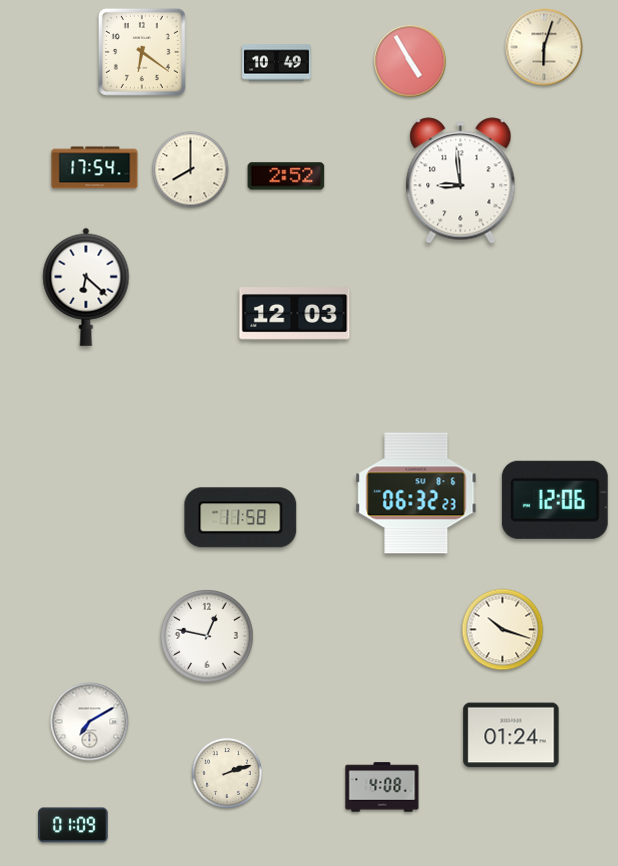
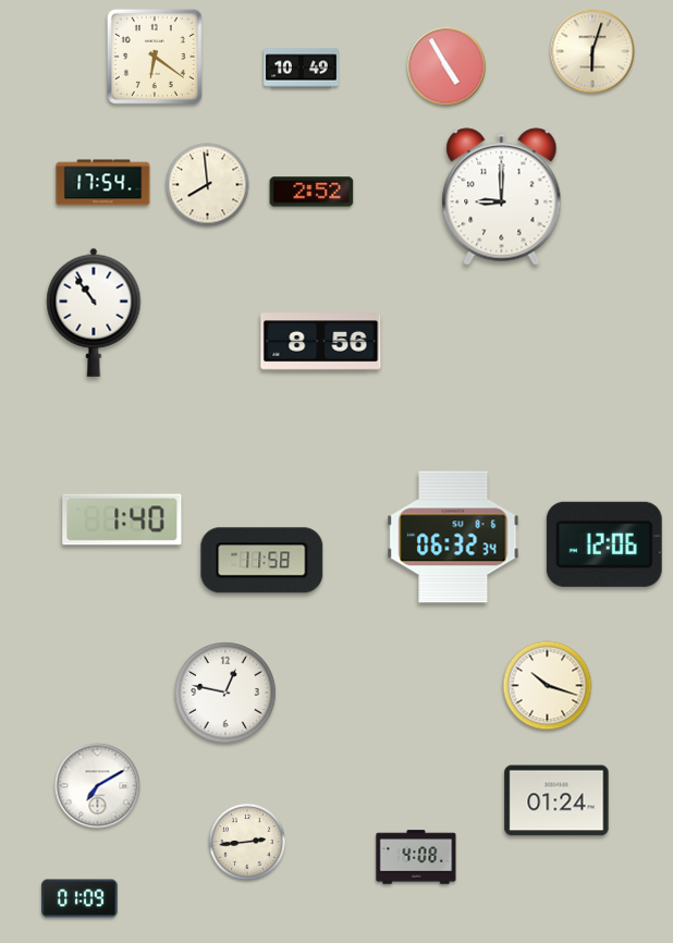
clock at (191, 170): 8:00 -> 7:59
clock at (461, 181): 8:59 -> 9:00
clock at (86, 287): 6:22 -> 10:54
clock at (295, 314): 12:03 -> 8:56
clock at (122, 519): none -> 1:40
clock at (416, 493): 06:32:23 -> 06:32:34
clock at (241, 518) position: (241, 518) -> (262, 561)
clock at (227, 773): 2:12 -> 2:44
